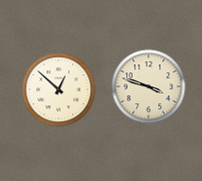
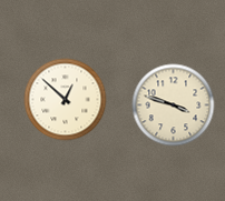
clock at (149, 87) position: (149, 87) -> (174, 105)
